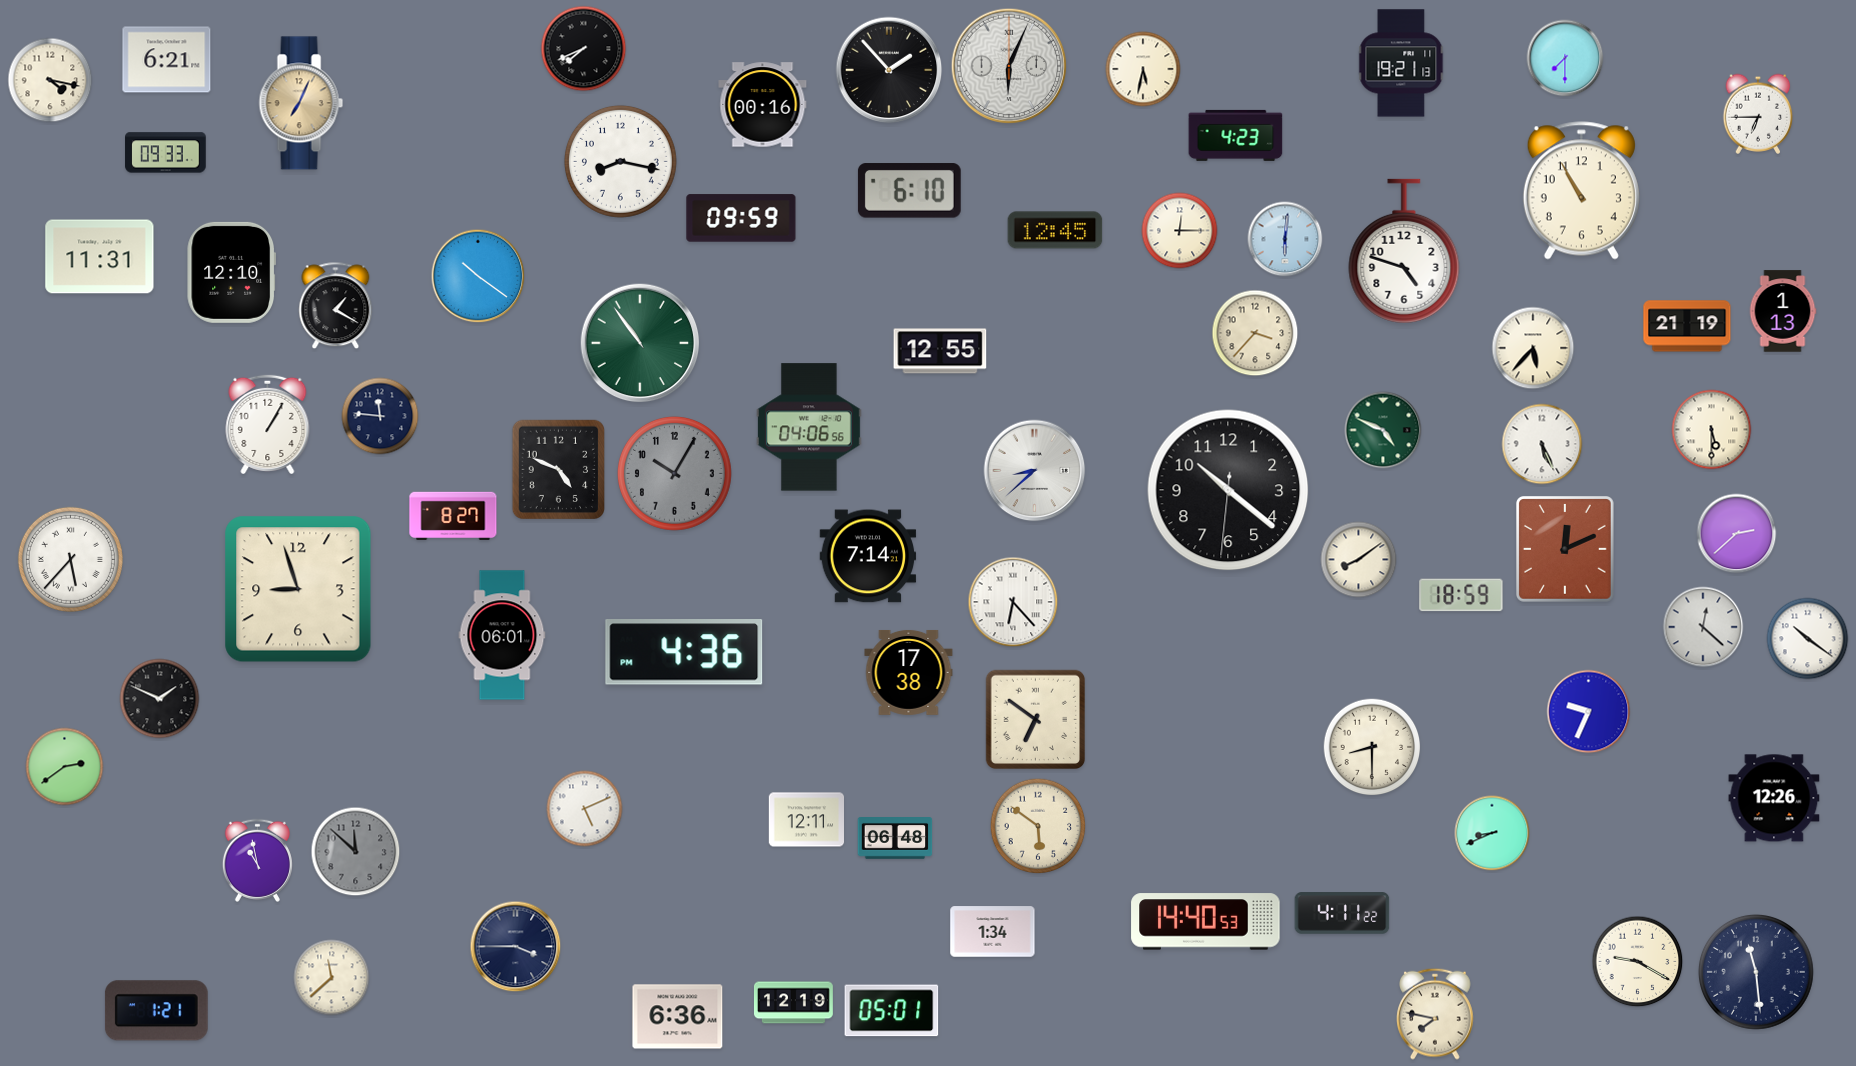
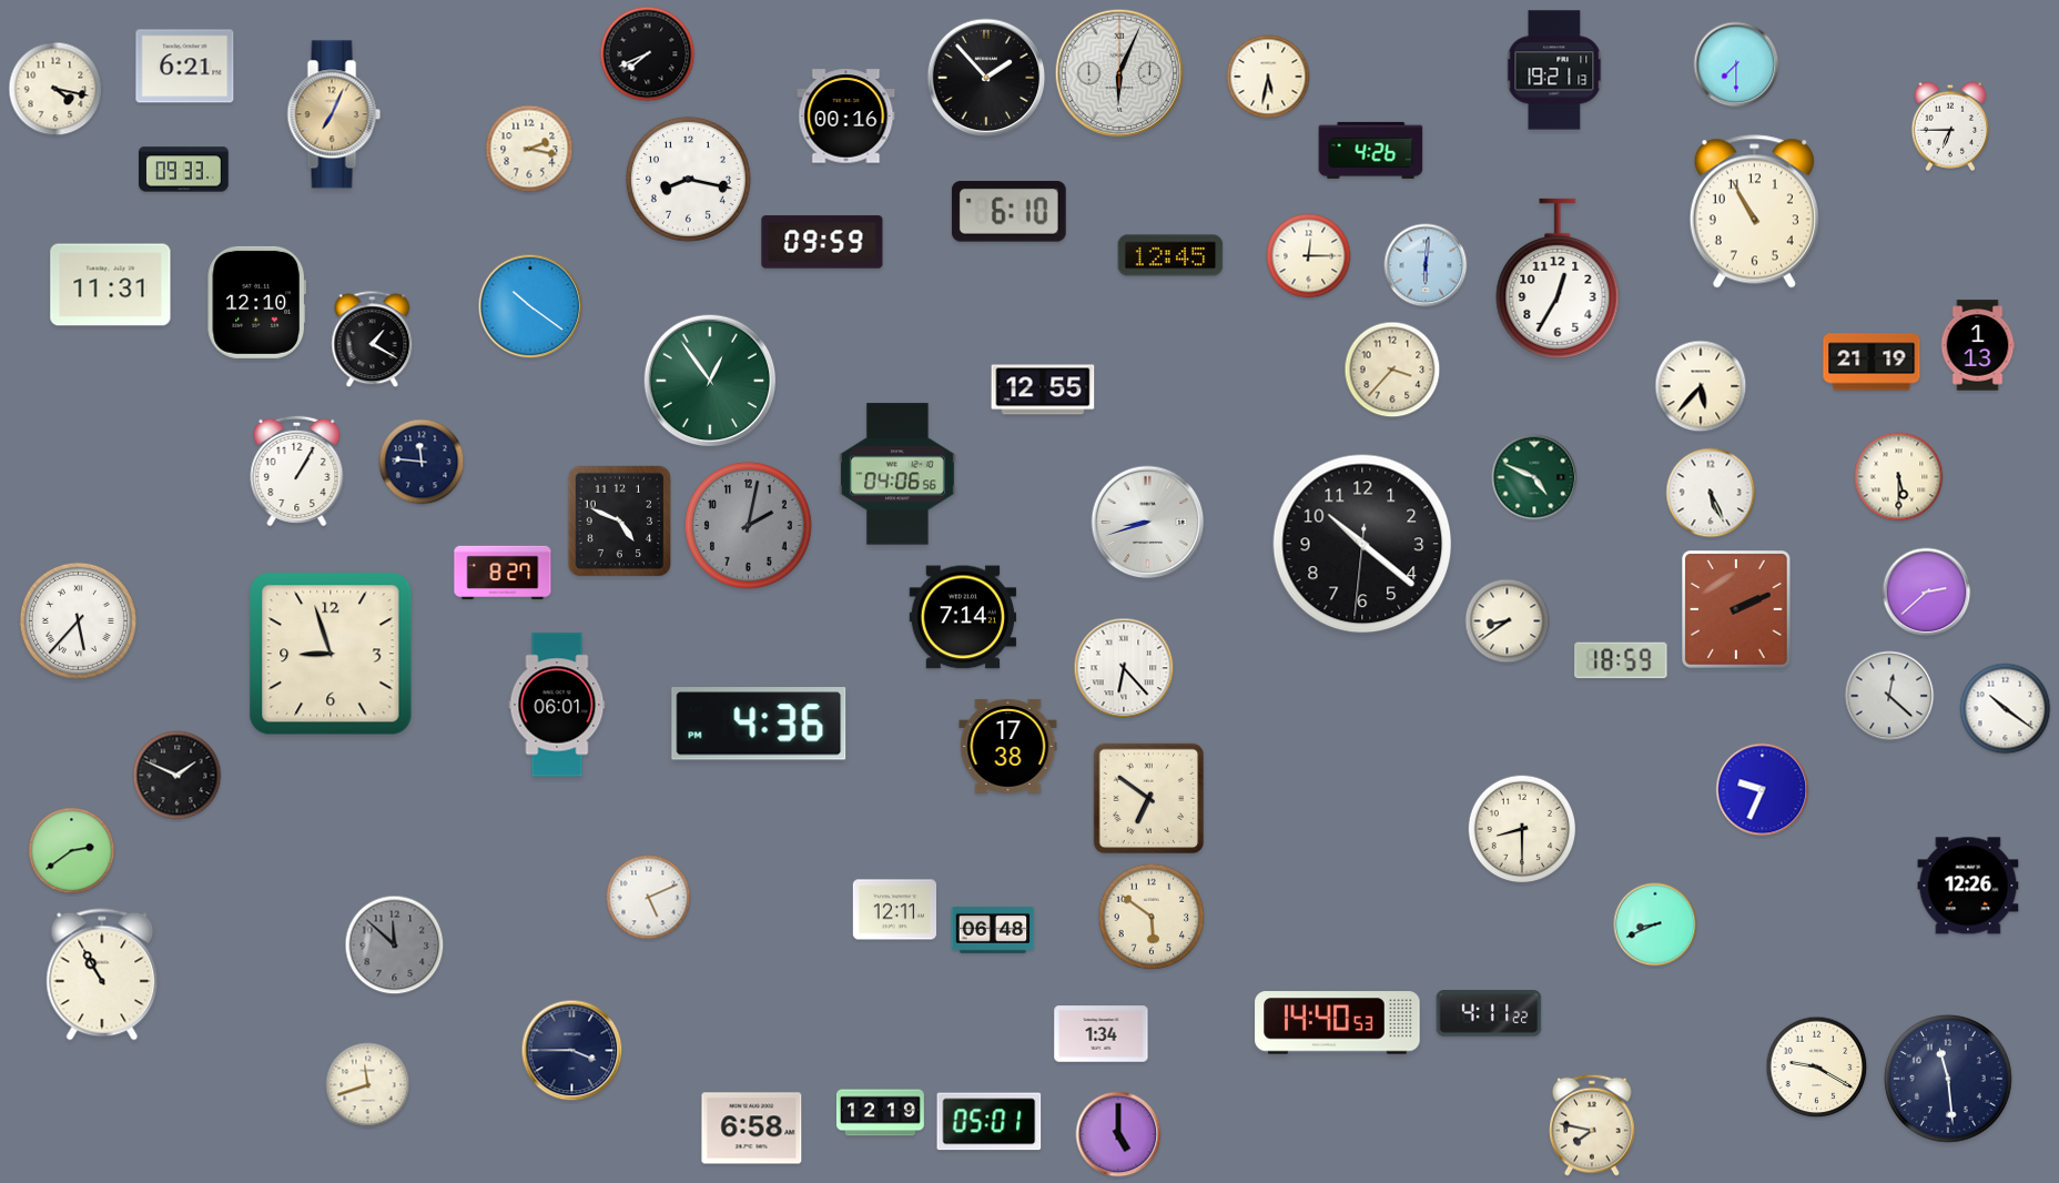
clock at (529, 149): none -> 2:17
clock at (1236, 135): 4:23 -> 4:26
clock at (1404, 251): 4:48 -> 12:35
clock at (640, 343): 10:54 -> 12:54
clock at (1035, 471): 8:38 -> 8:42
clock at (674, 473): 10:05 -> 2:02
clock at (1566, 550): 12:11 -> 2:11
clock at (1359, 560): 8:09 -> 8:39
clock at (257, 860): 10:58 -> none
clock at (102, 974): none -> 10:55
clock at (332, 978): 11:38 -> 11:42
clock at (156, 1011): 1:21 -> none
clock at (678, 1017): 6:36 -> 6:58
clock at (1118, 1134): none -> 5:00
